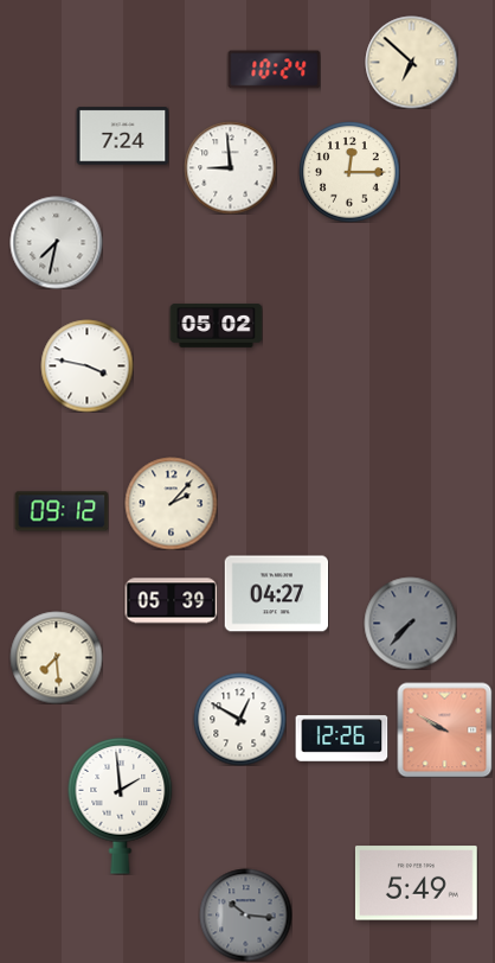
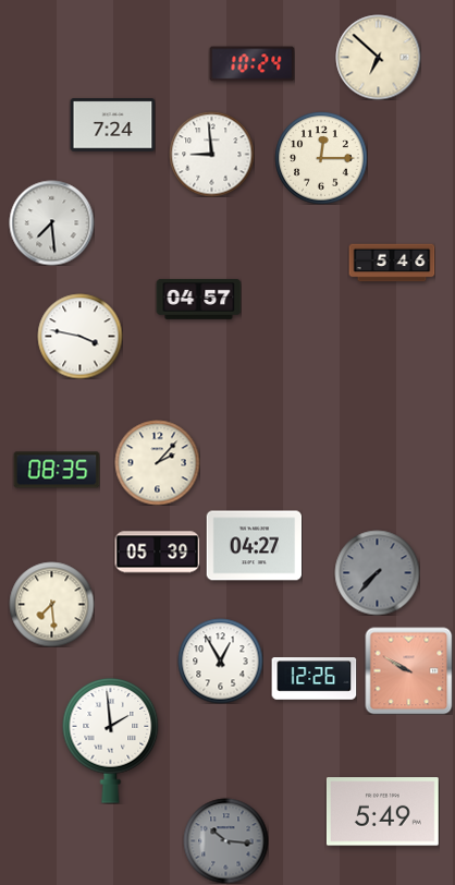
clock at (56, 242): 7:32 -> 7:29
clock at (392, 263): none -> 5:46
clock at (216, 325): 05:02 -> 04:57
clock at (62, 511): 09:12 -> 08:35
clock at (239, 719): 12:50 -> 12:55
